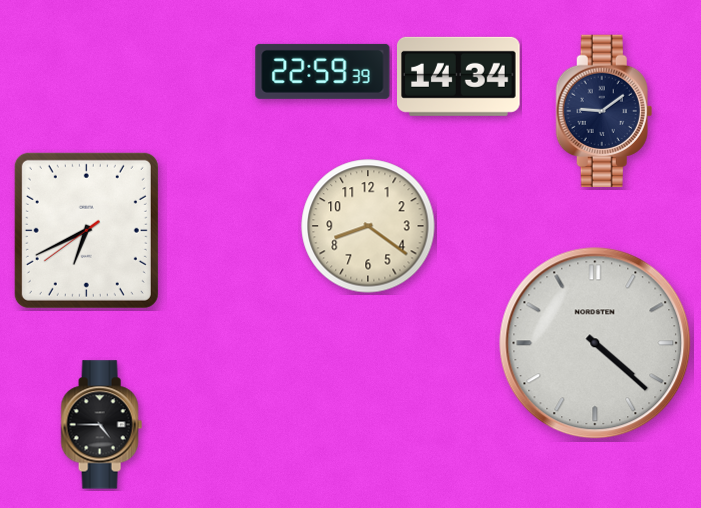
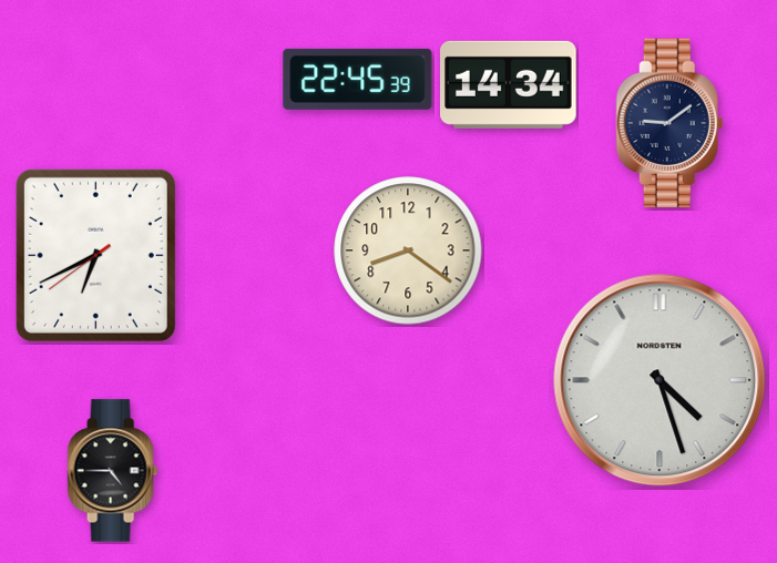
clock at (323, 71): 22:59 -> 22:45
clock at (595, 343): 4:22 -> 4:27
